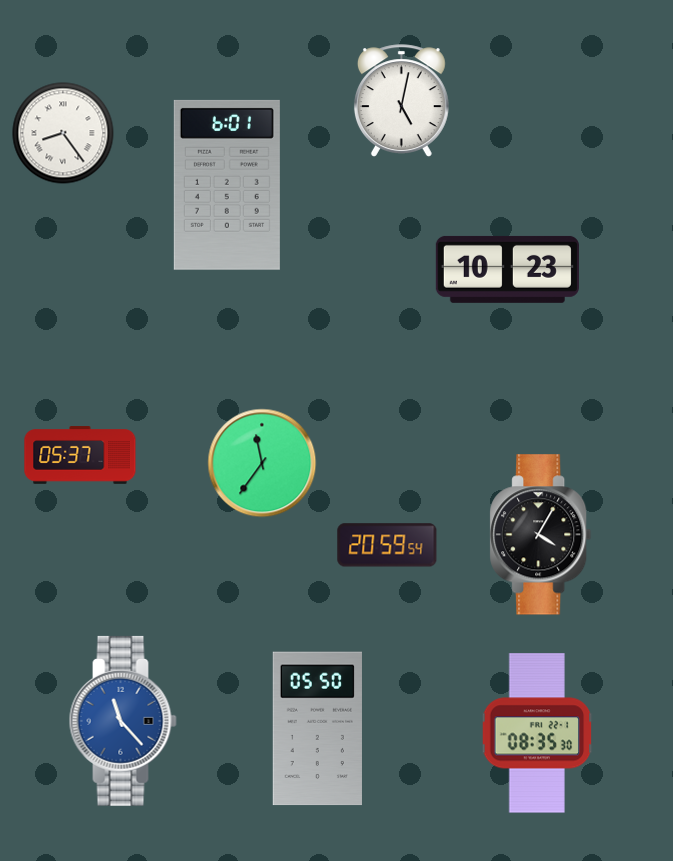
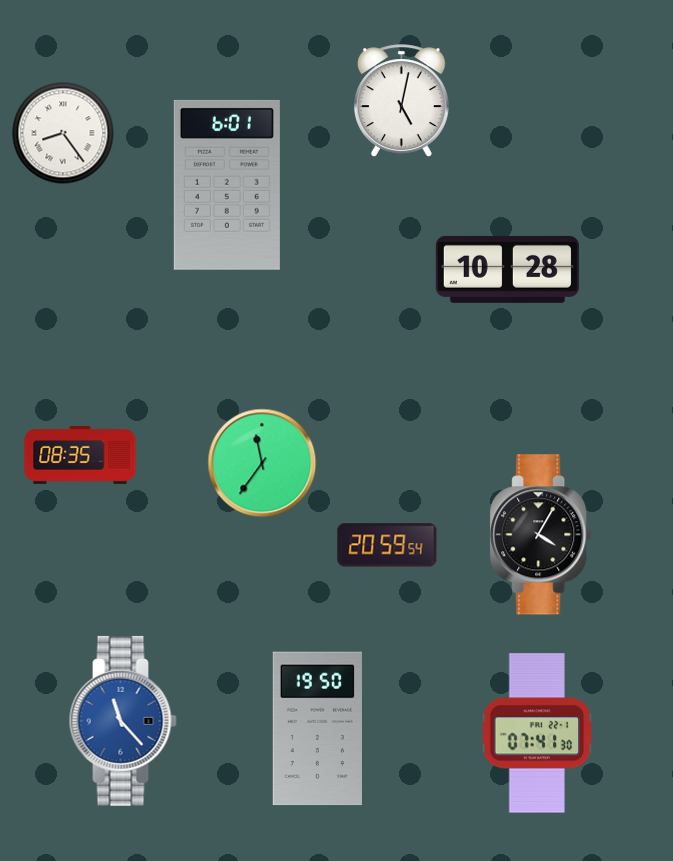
clock at (507, 269): 10:23 -> 10:28
clock at (80, 455): 05:37 -> 08:35
clock at (317, 729): 05:50 -> 19:50
clock at (537, 733): 08:35 -> 07:41
